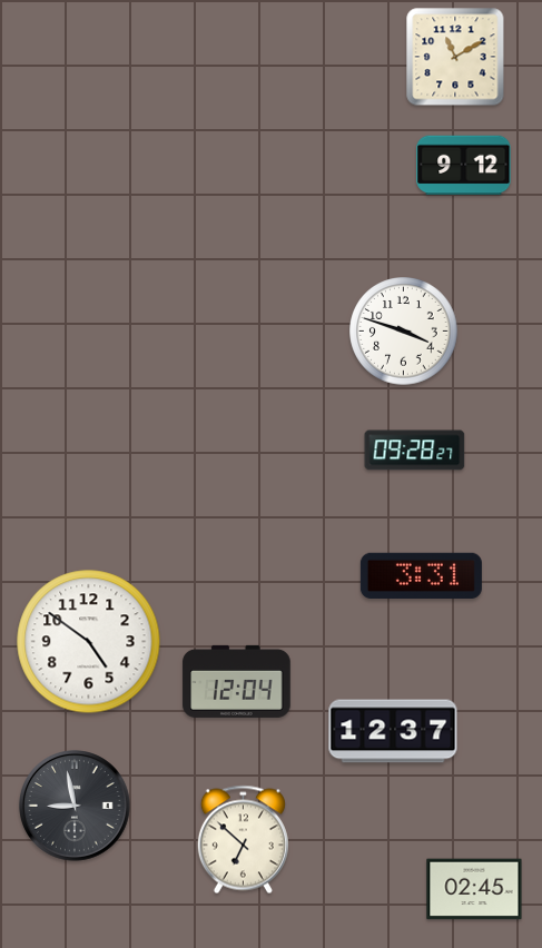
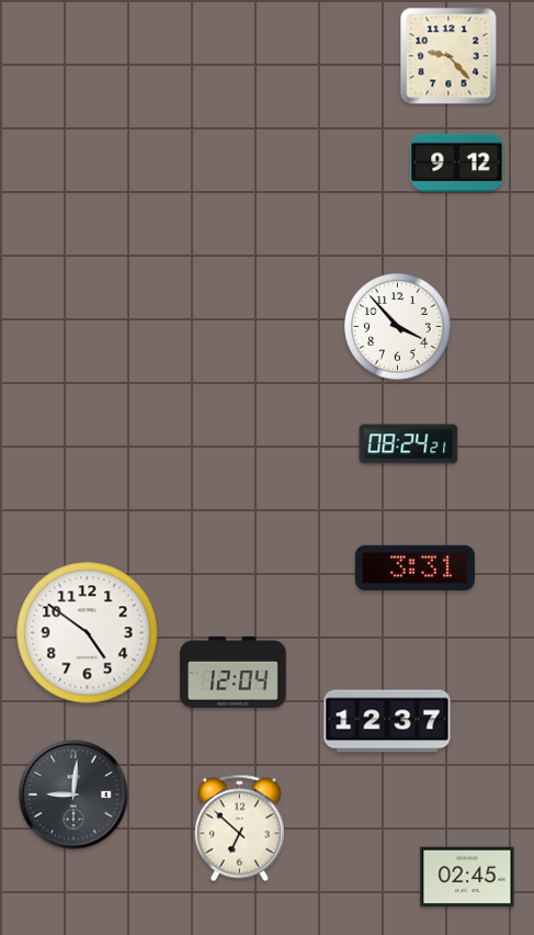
clock at (455, 57): 11:10 -> 9:23
clock at (404, 332): 3:48 -> 3:53
clock at (415, 451): 09:28 -> 08:24
clock at (76, 806): 8:58 -> 9:01
